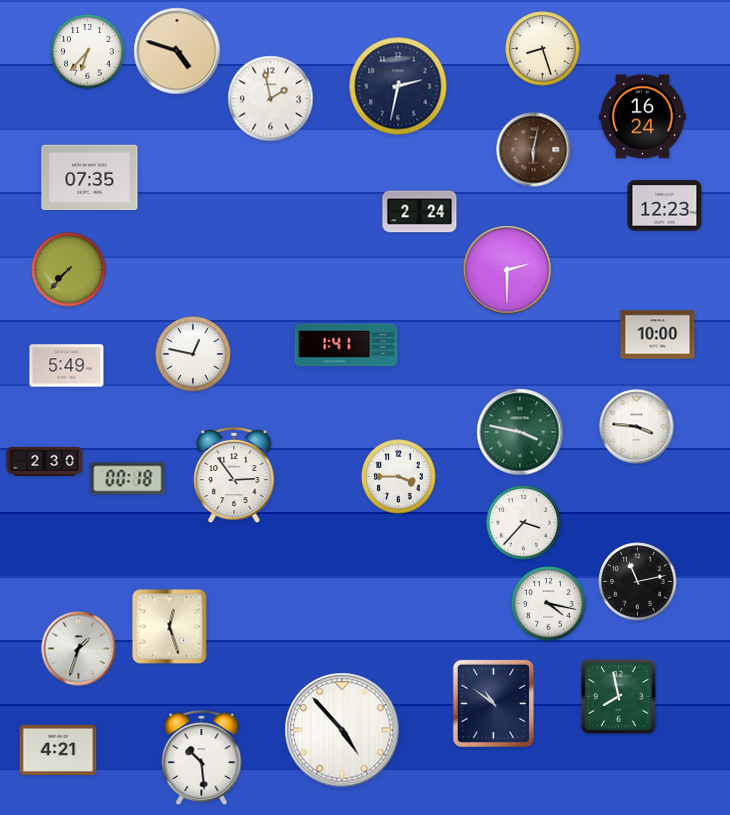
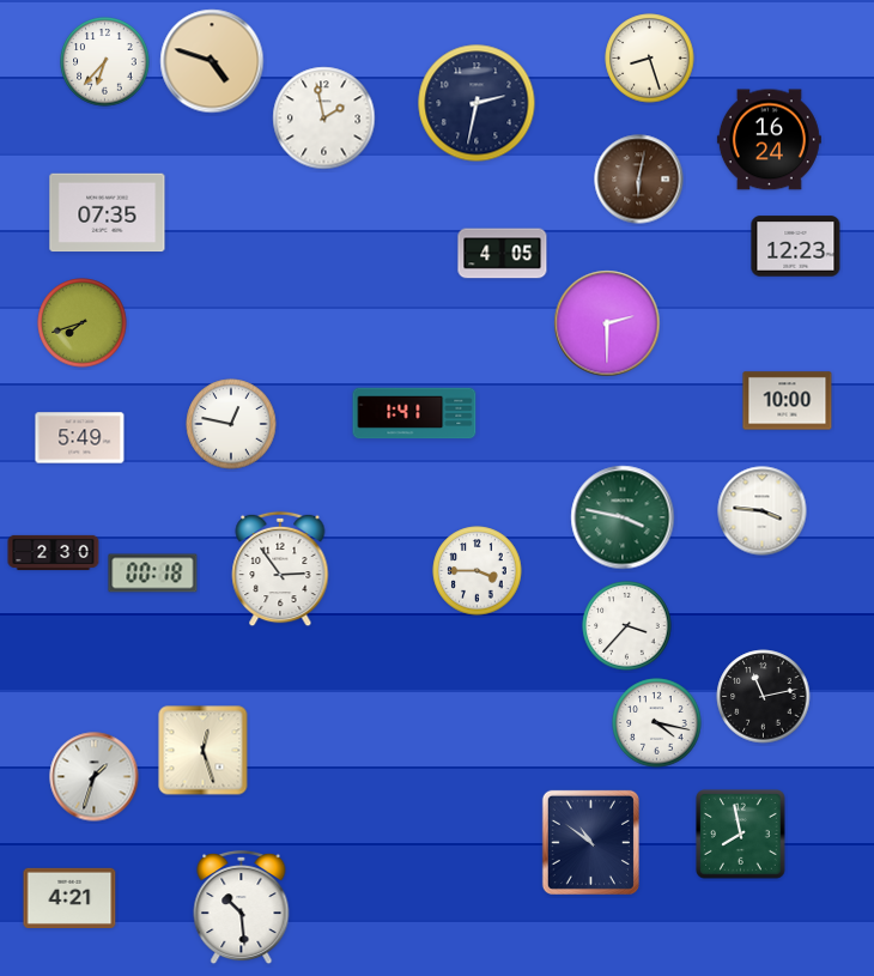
clock at (420, 212): 2:24 -> 4:05
clock at (69, 270): 7:37 -> 7:42
clock at (342, 730): 4:53 -> none
